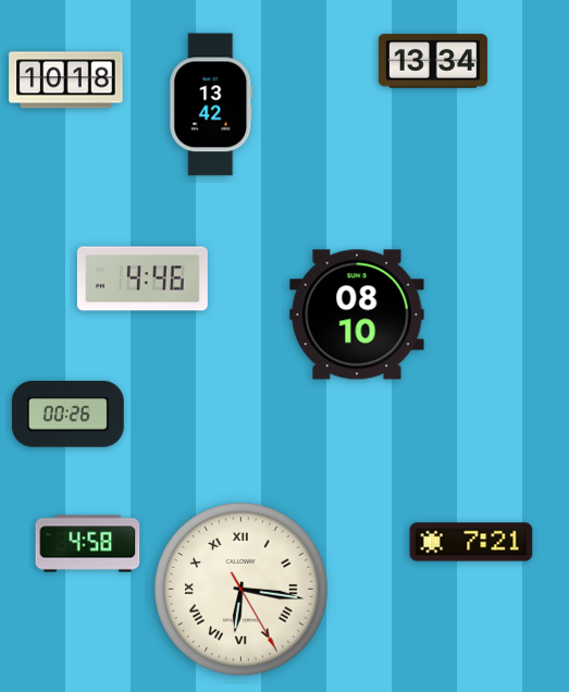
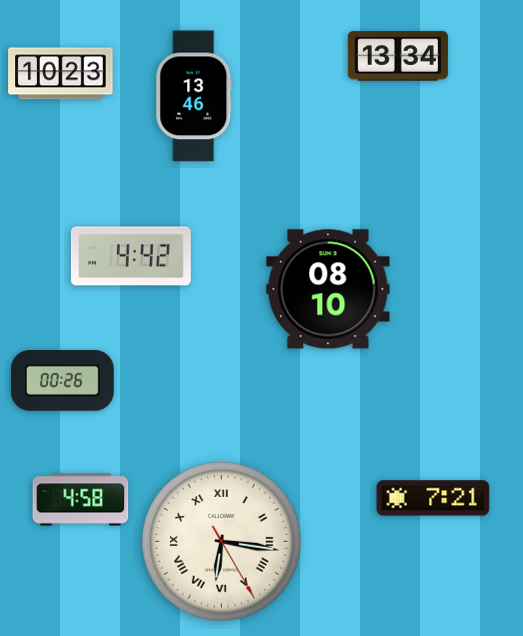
clock at (66, 81): 10:18 -> 10:23
clock at (211, 104): 13:42 -> 13:46
clock at (143, 279): 4:46 -> 4:42
